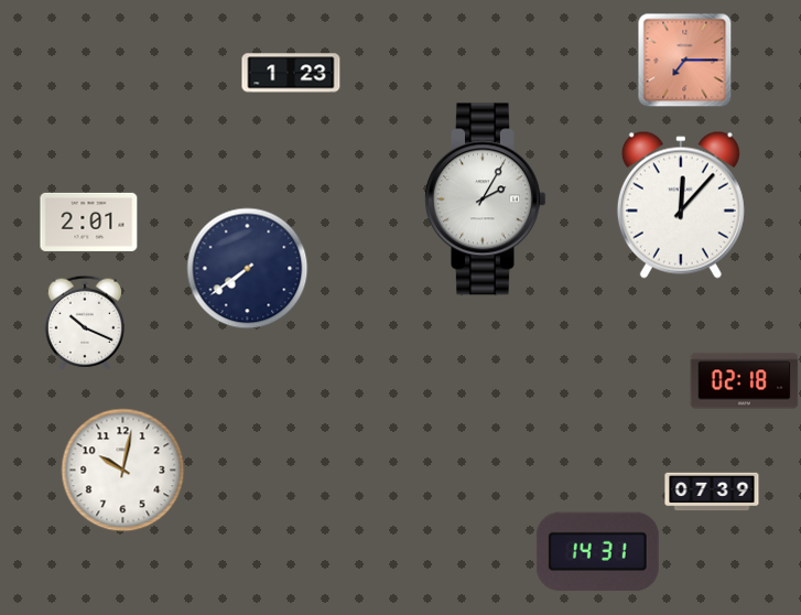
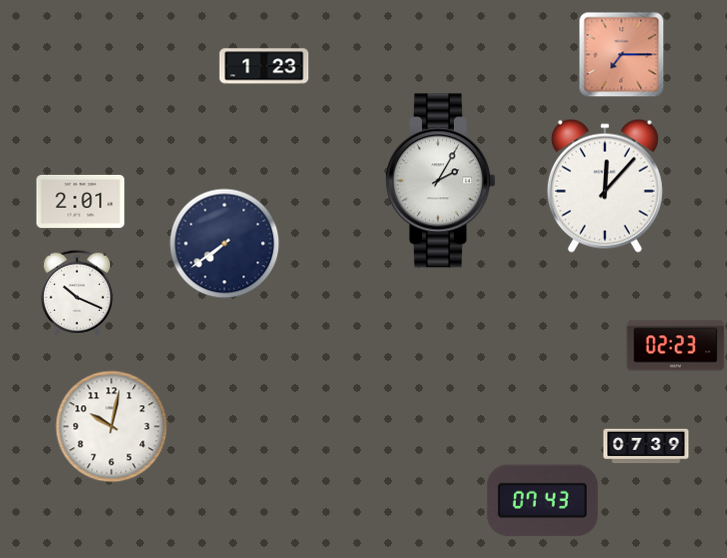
clock at (681, 205) position: (681, 205) -> (605, 186)
clock at (745, 381): 02:18 -> 02:23
clock at (597, 552): 14:31 -> 07:43
